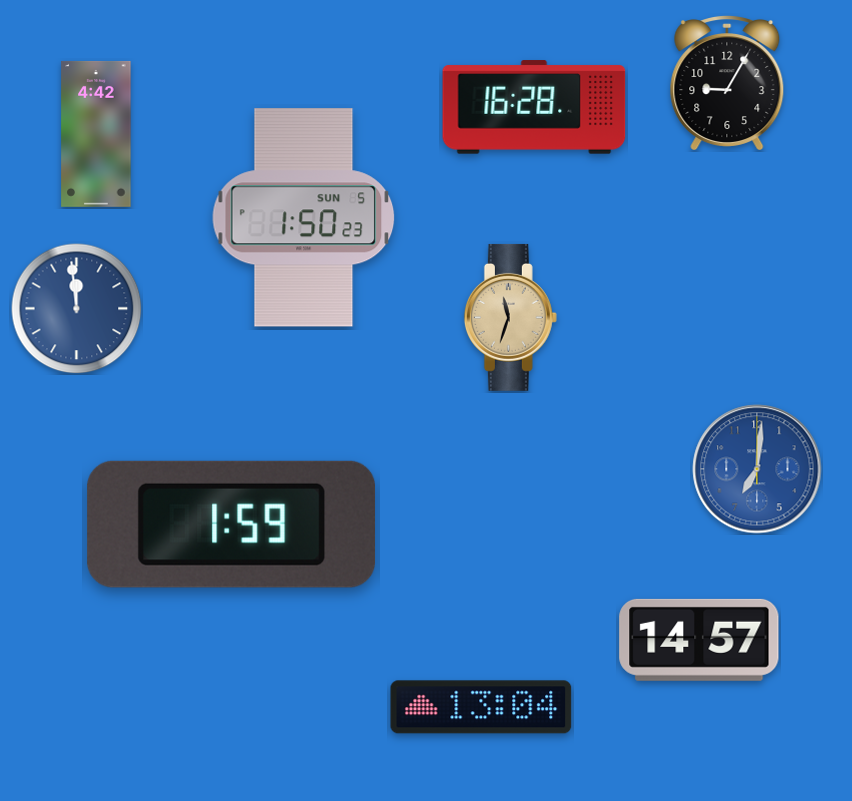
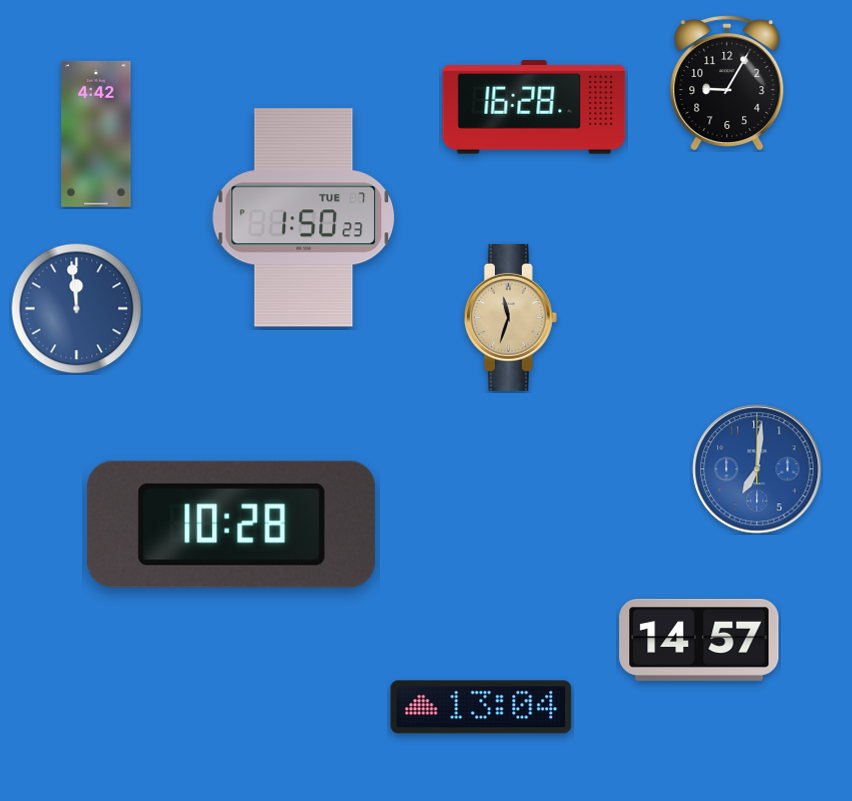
clock at (304, 218) date: SUN 5 -> TUE 7
clock at (232, 524): 1:59 -> 10:28
